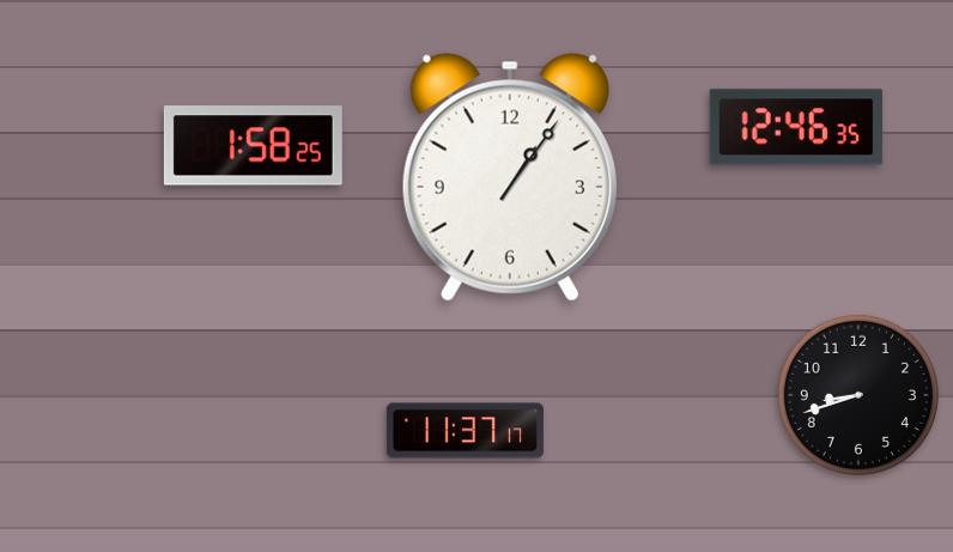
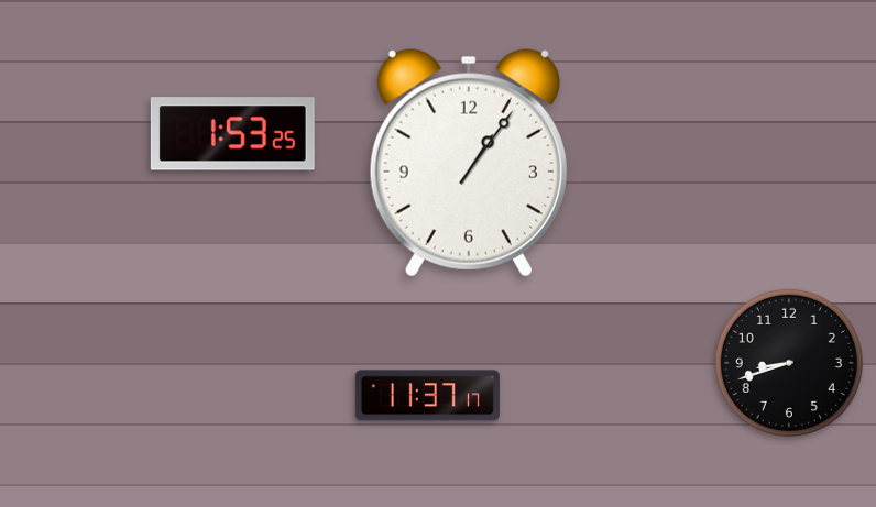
clock at (796, 127): 12:46 -> none
clock at (253, 146): 1:58 -> 1:53
